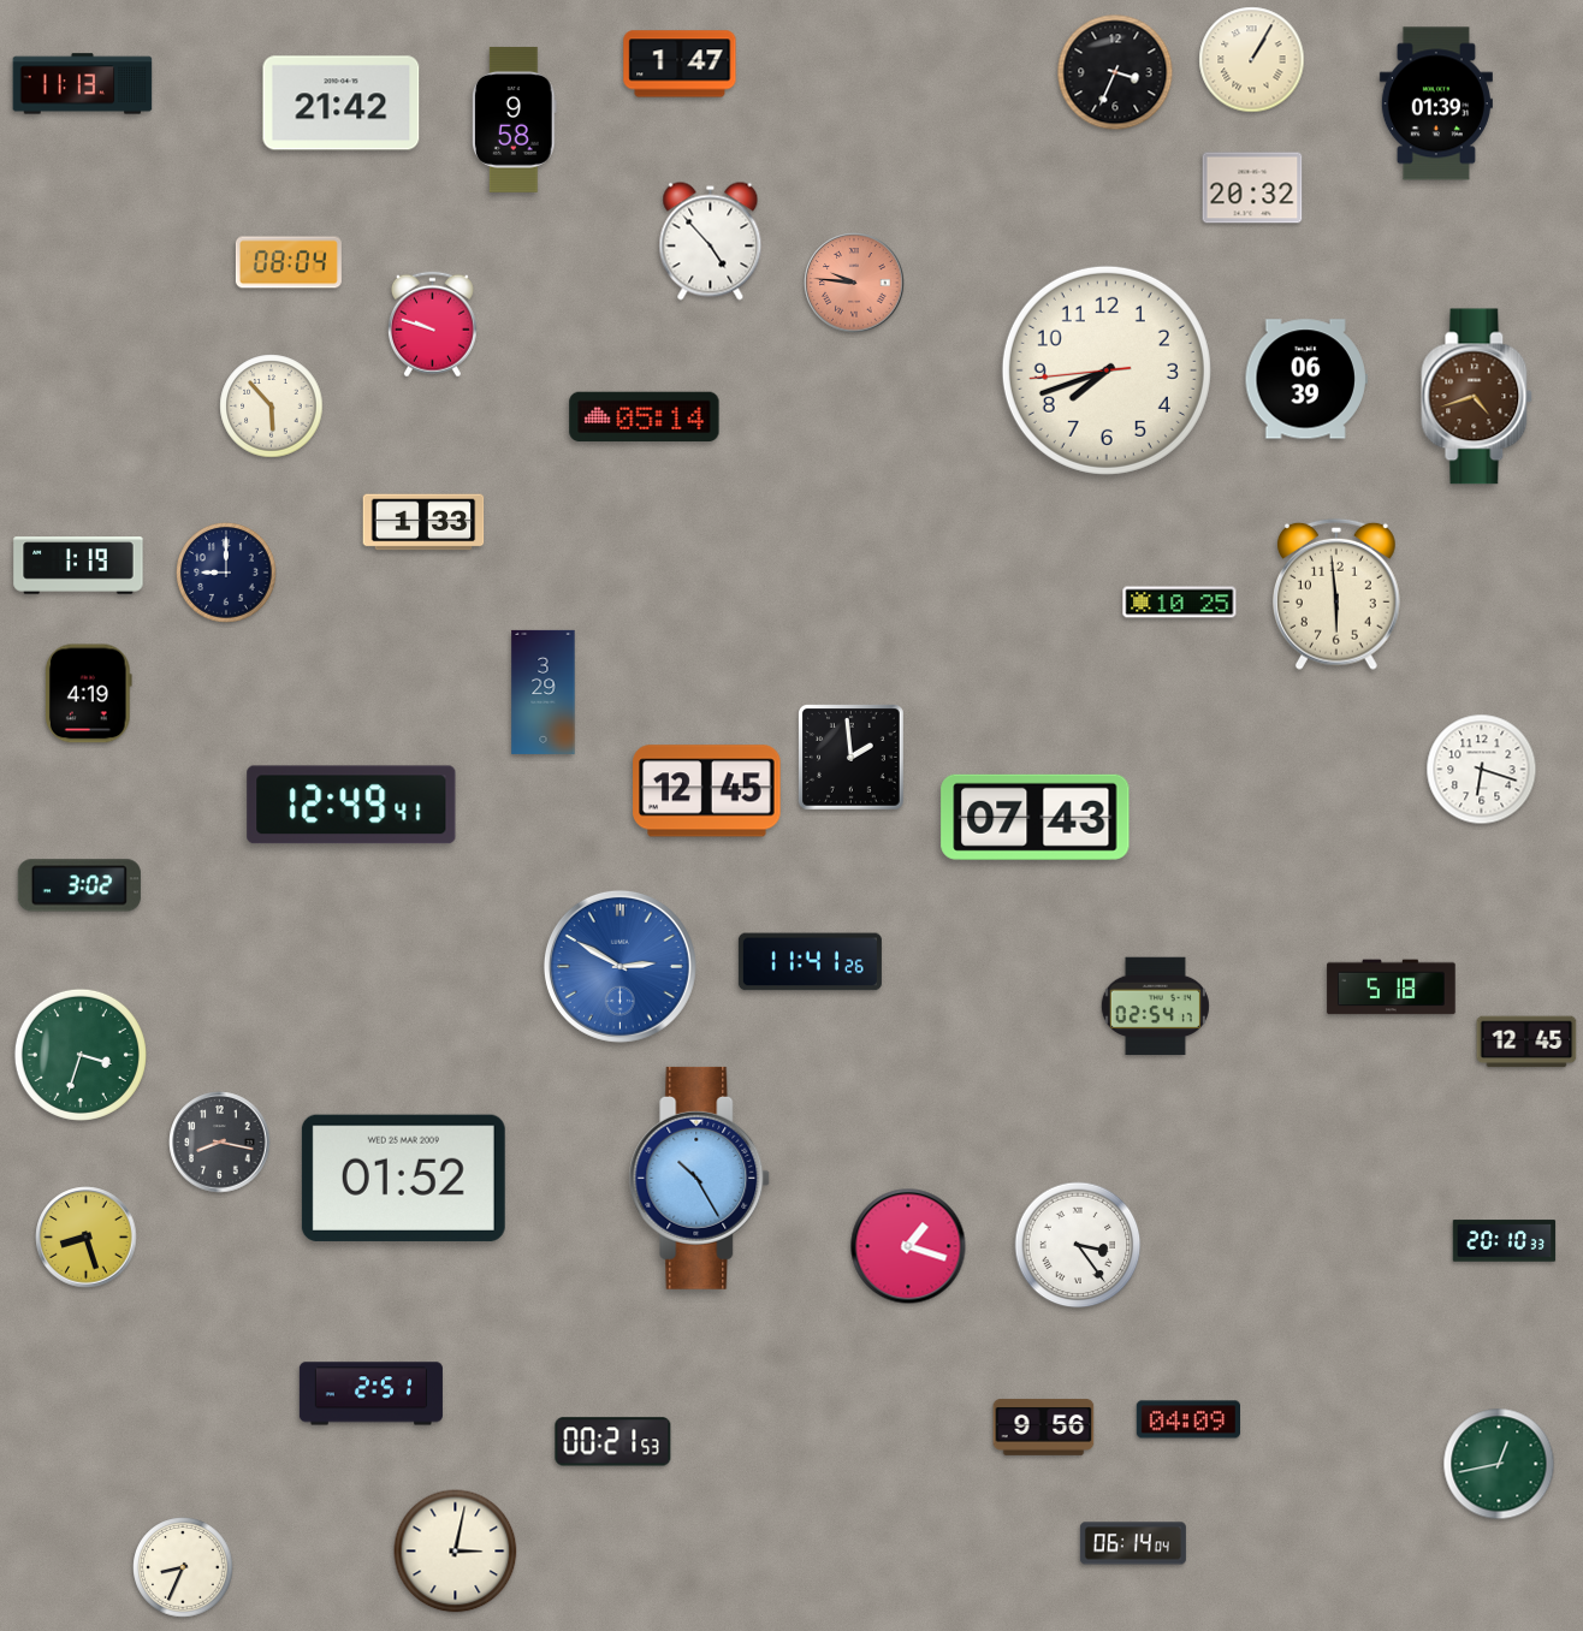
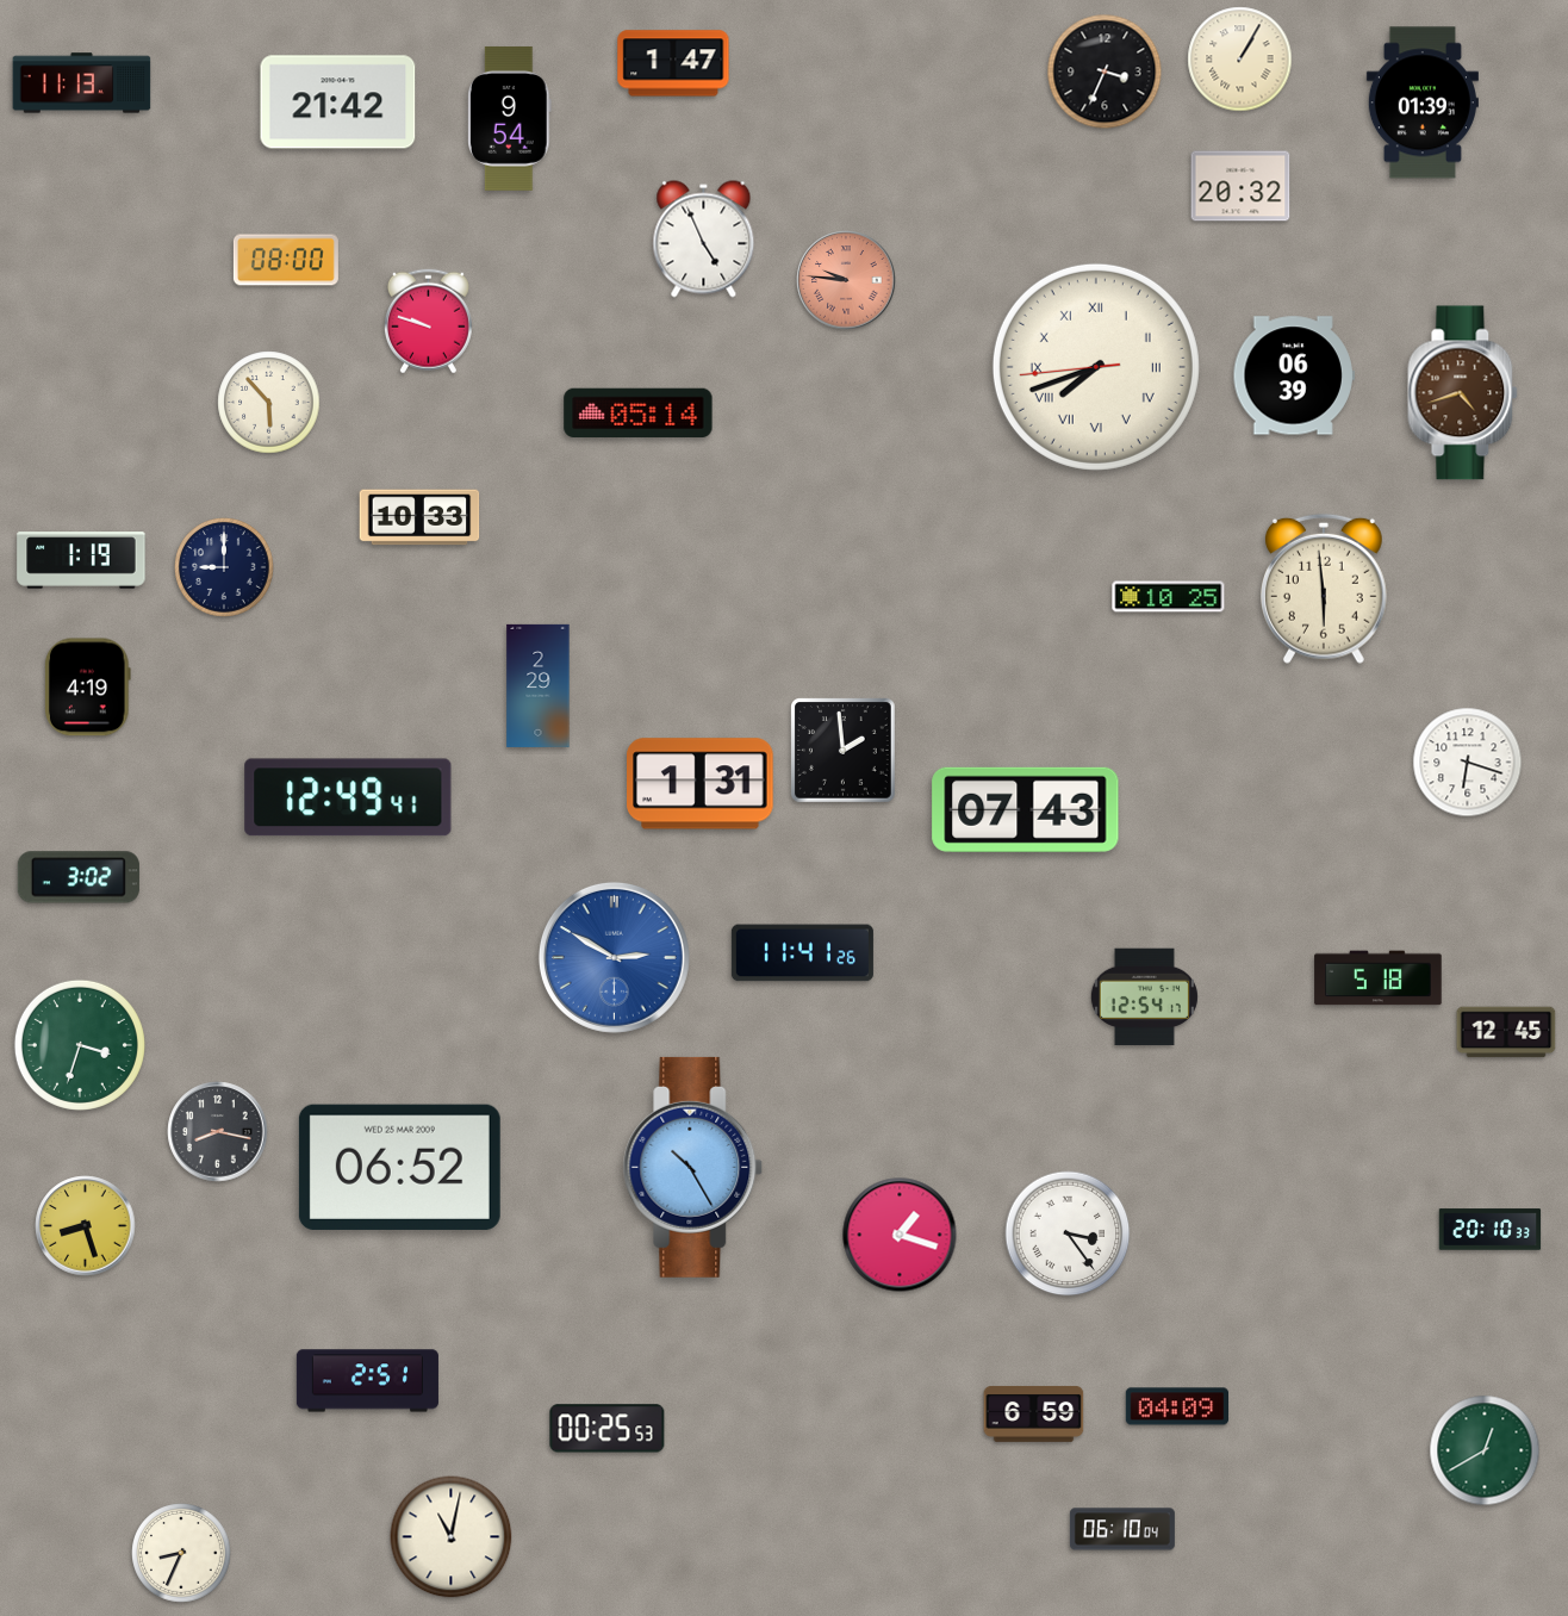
clock at (515, 119): 9:58 -> 9:54
clock at (711, 242): 4:53 -> 4:56
clock at (289, 262): 08:04 -> 08:00
clock at (1107, 370) numerals: Arabic -> Roman
clock at (423, 522): 1:33 -> 10:33
clock at (78, 565) position: (78, 565) -> (81, 560)
clock at (544, 692): 3:29 -> 2:29
clock at (707, 791): 12:45 -> 1:31
clock at (1155, 1007): 02:54 -> 12:54
clock at (1526, 1042) position: (1526, 1042) -> (1506, 1032)
clock at (403, 1178): 01:52 -> 06:52
clock at (1044, 1427): 9:56 -> 6:59
clock at (613, 1442): 00:21 -> 00:25
clock at (1499, 1464): 12:43 -> 12:40
clock at (1133, 1543): 06:14 -> 06:10
clock at (456, 1552): 3:02 -> 11:02
